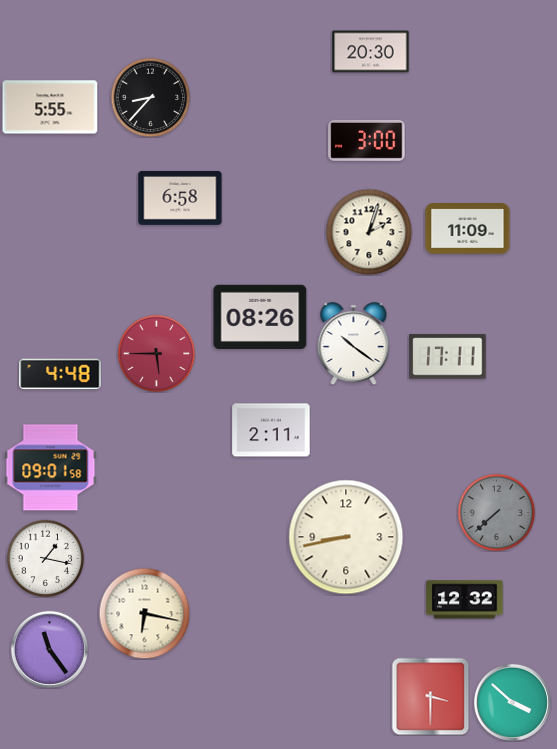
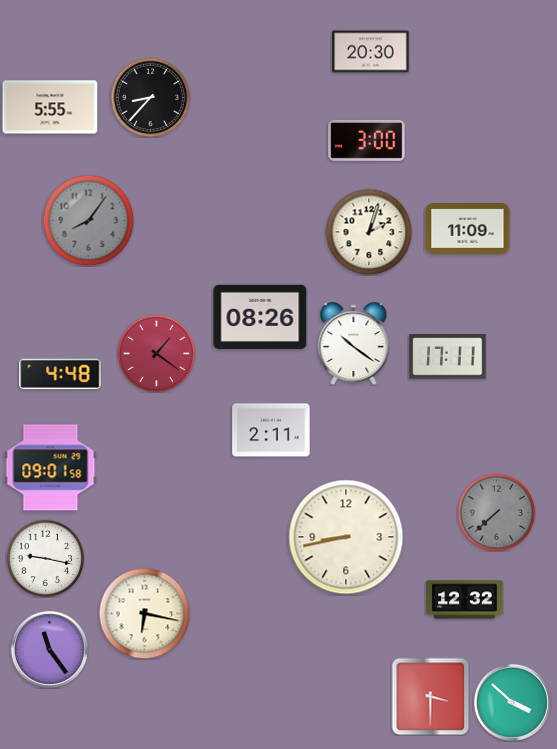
clock at (180, 198): 6:58 -> none
clock at (88, 220): none -> 8:06
clock at (156, 353): 5:45 -> 1:21
clock at (45, 558): 1:17 -> 9:17
